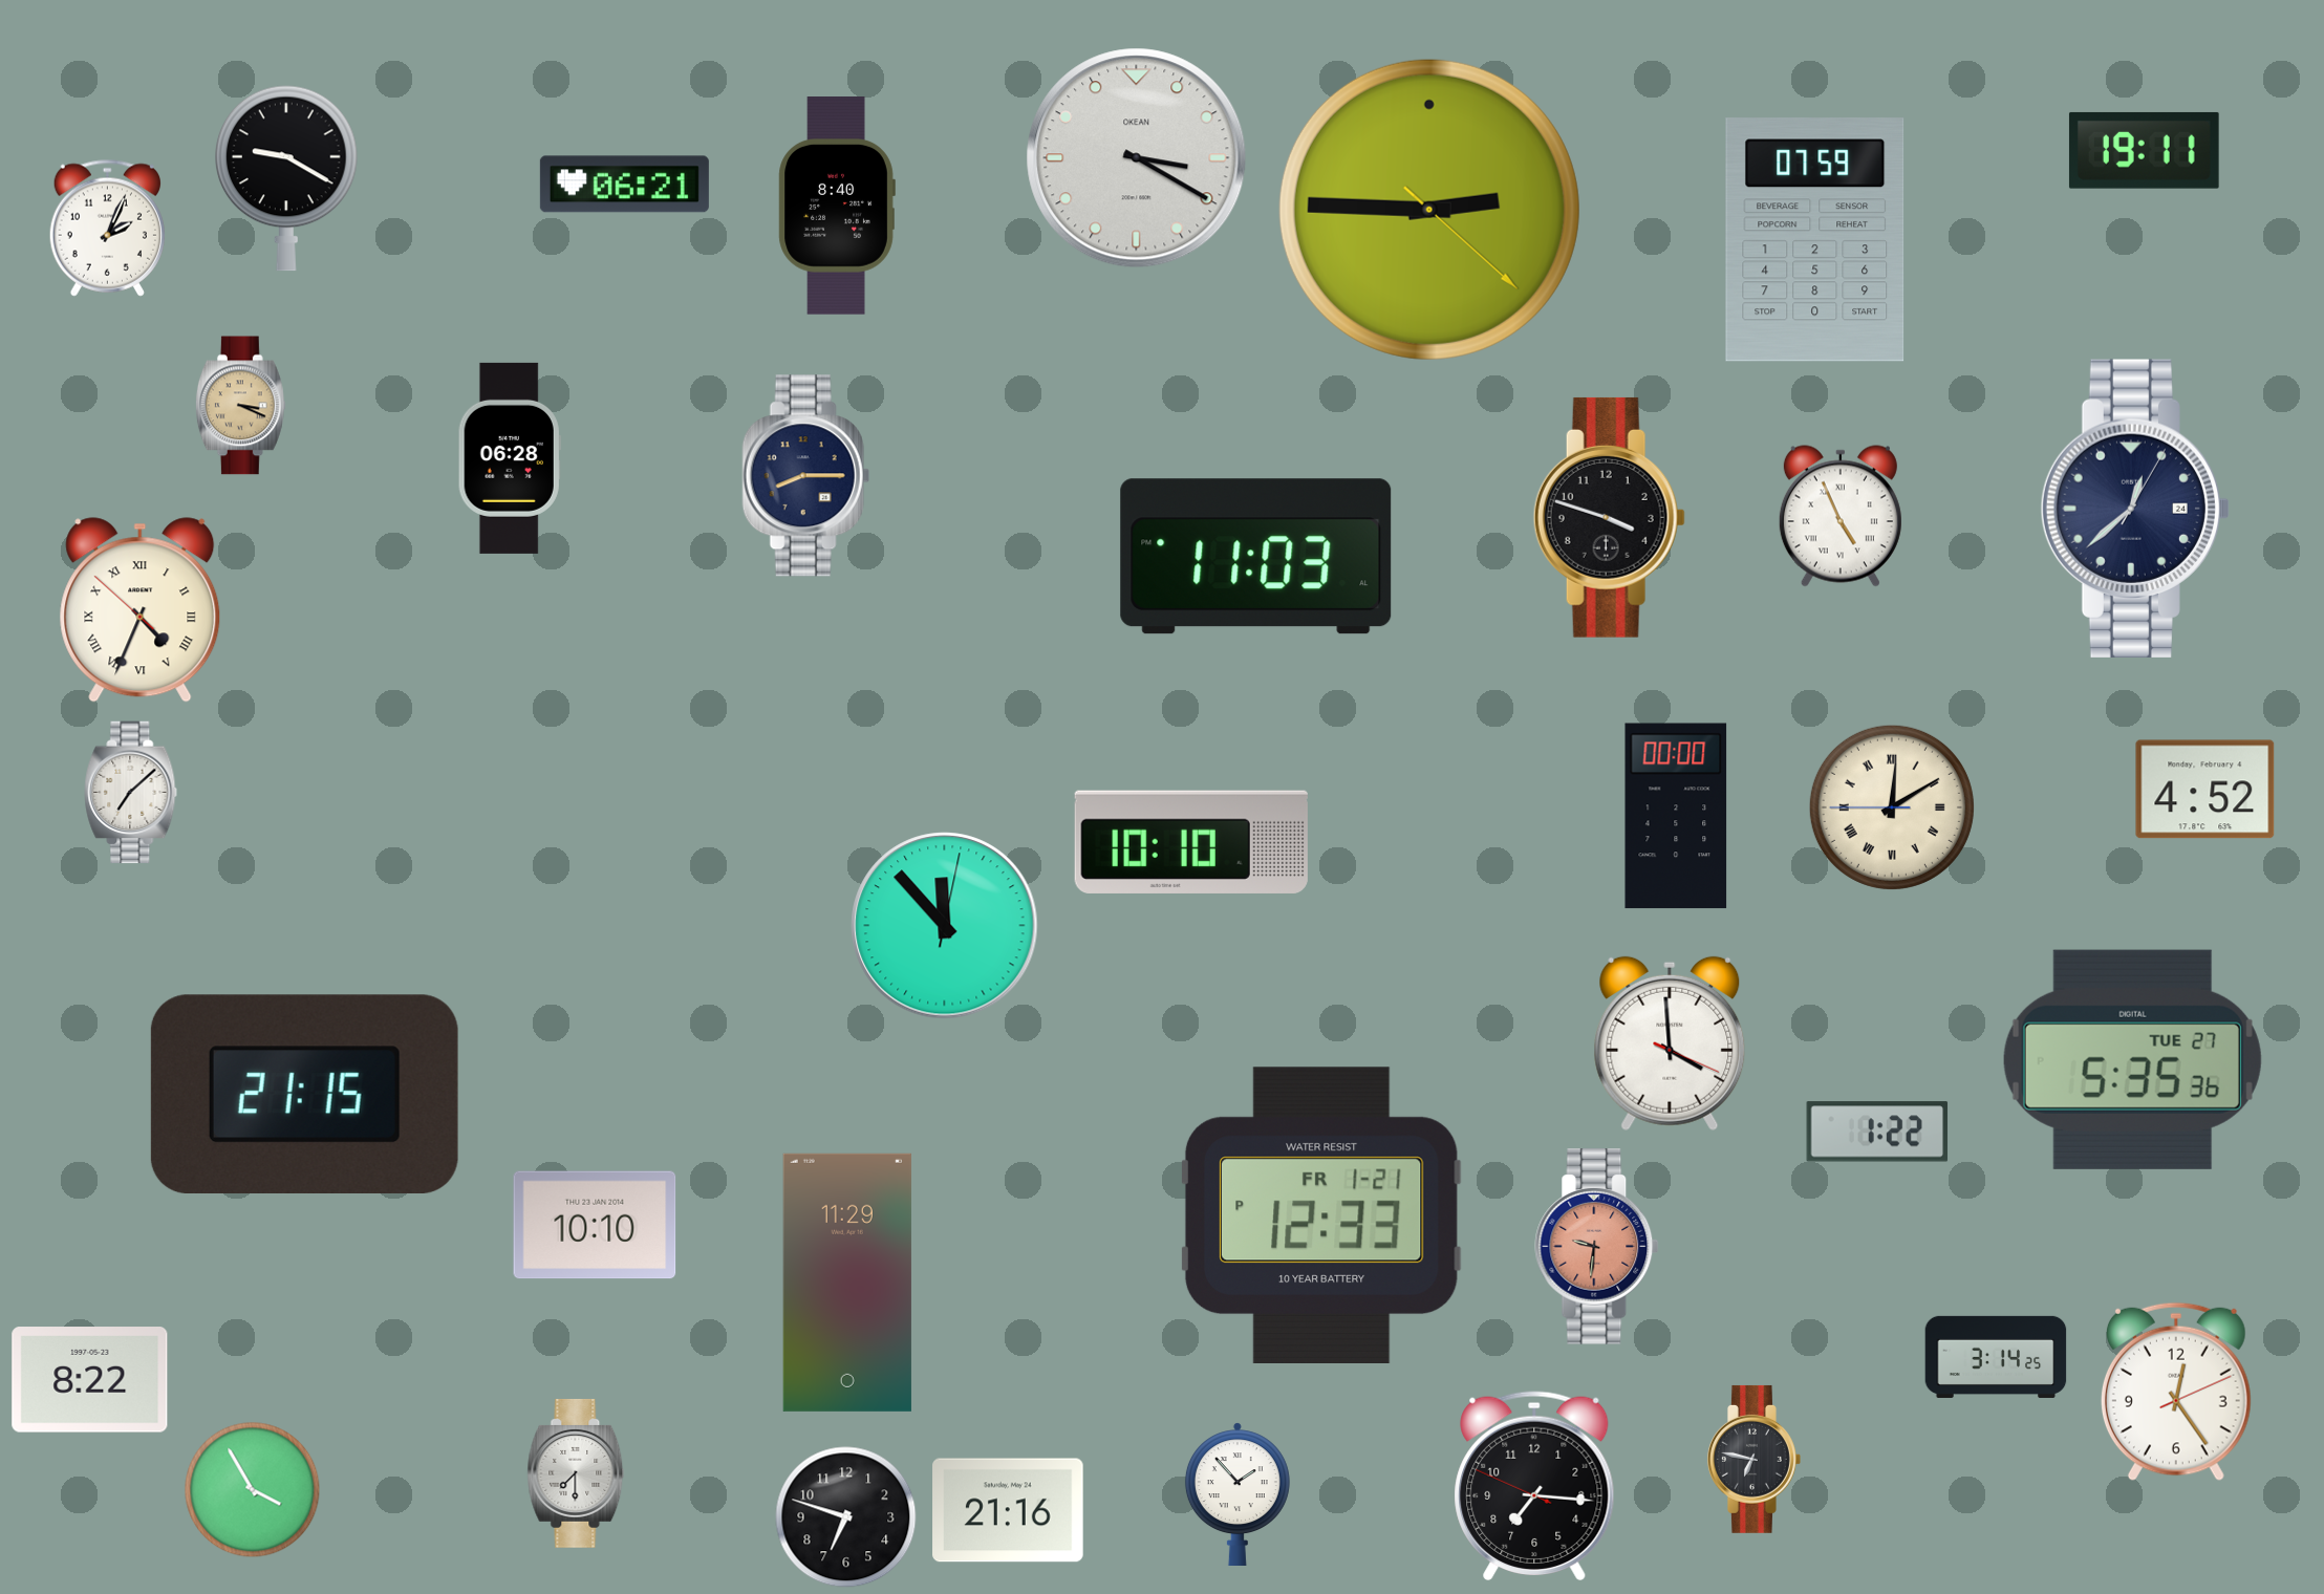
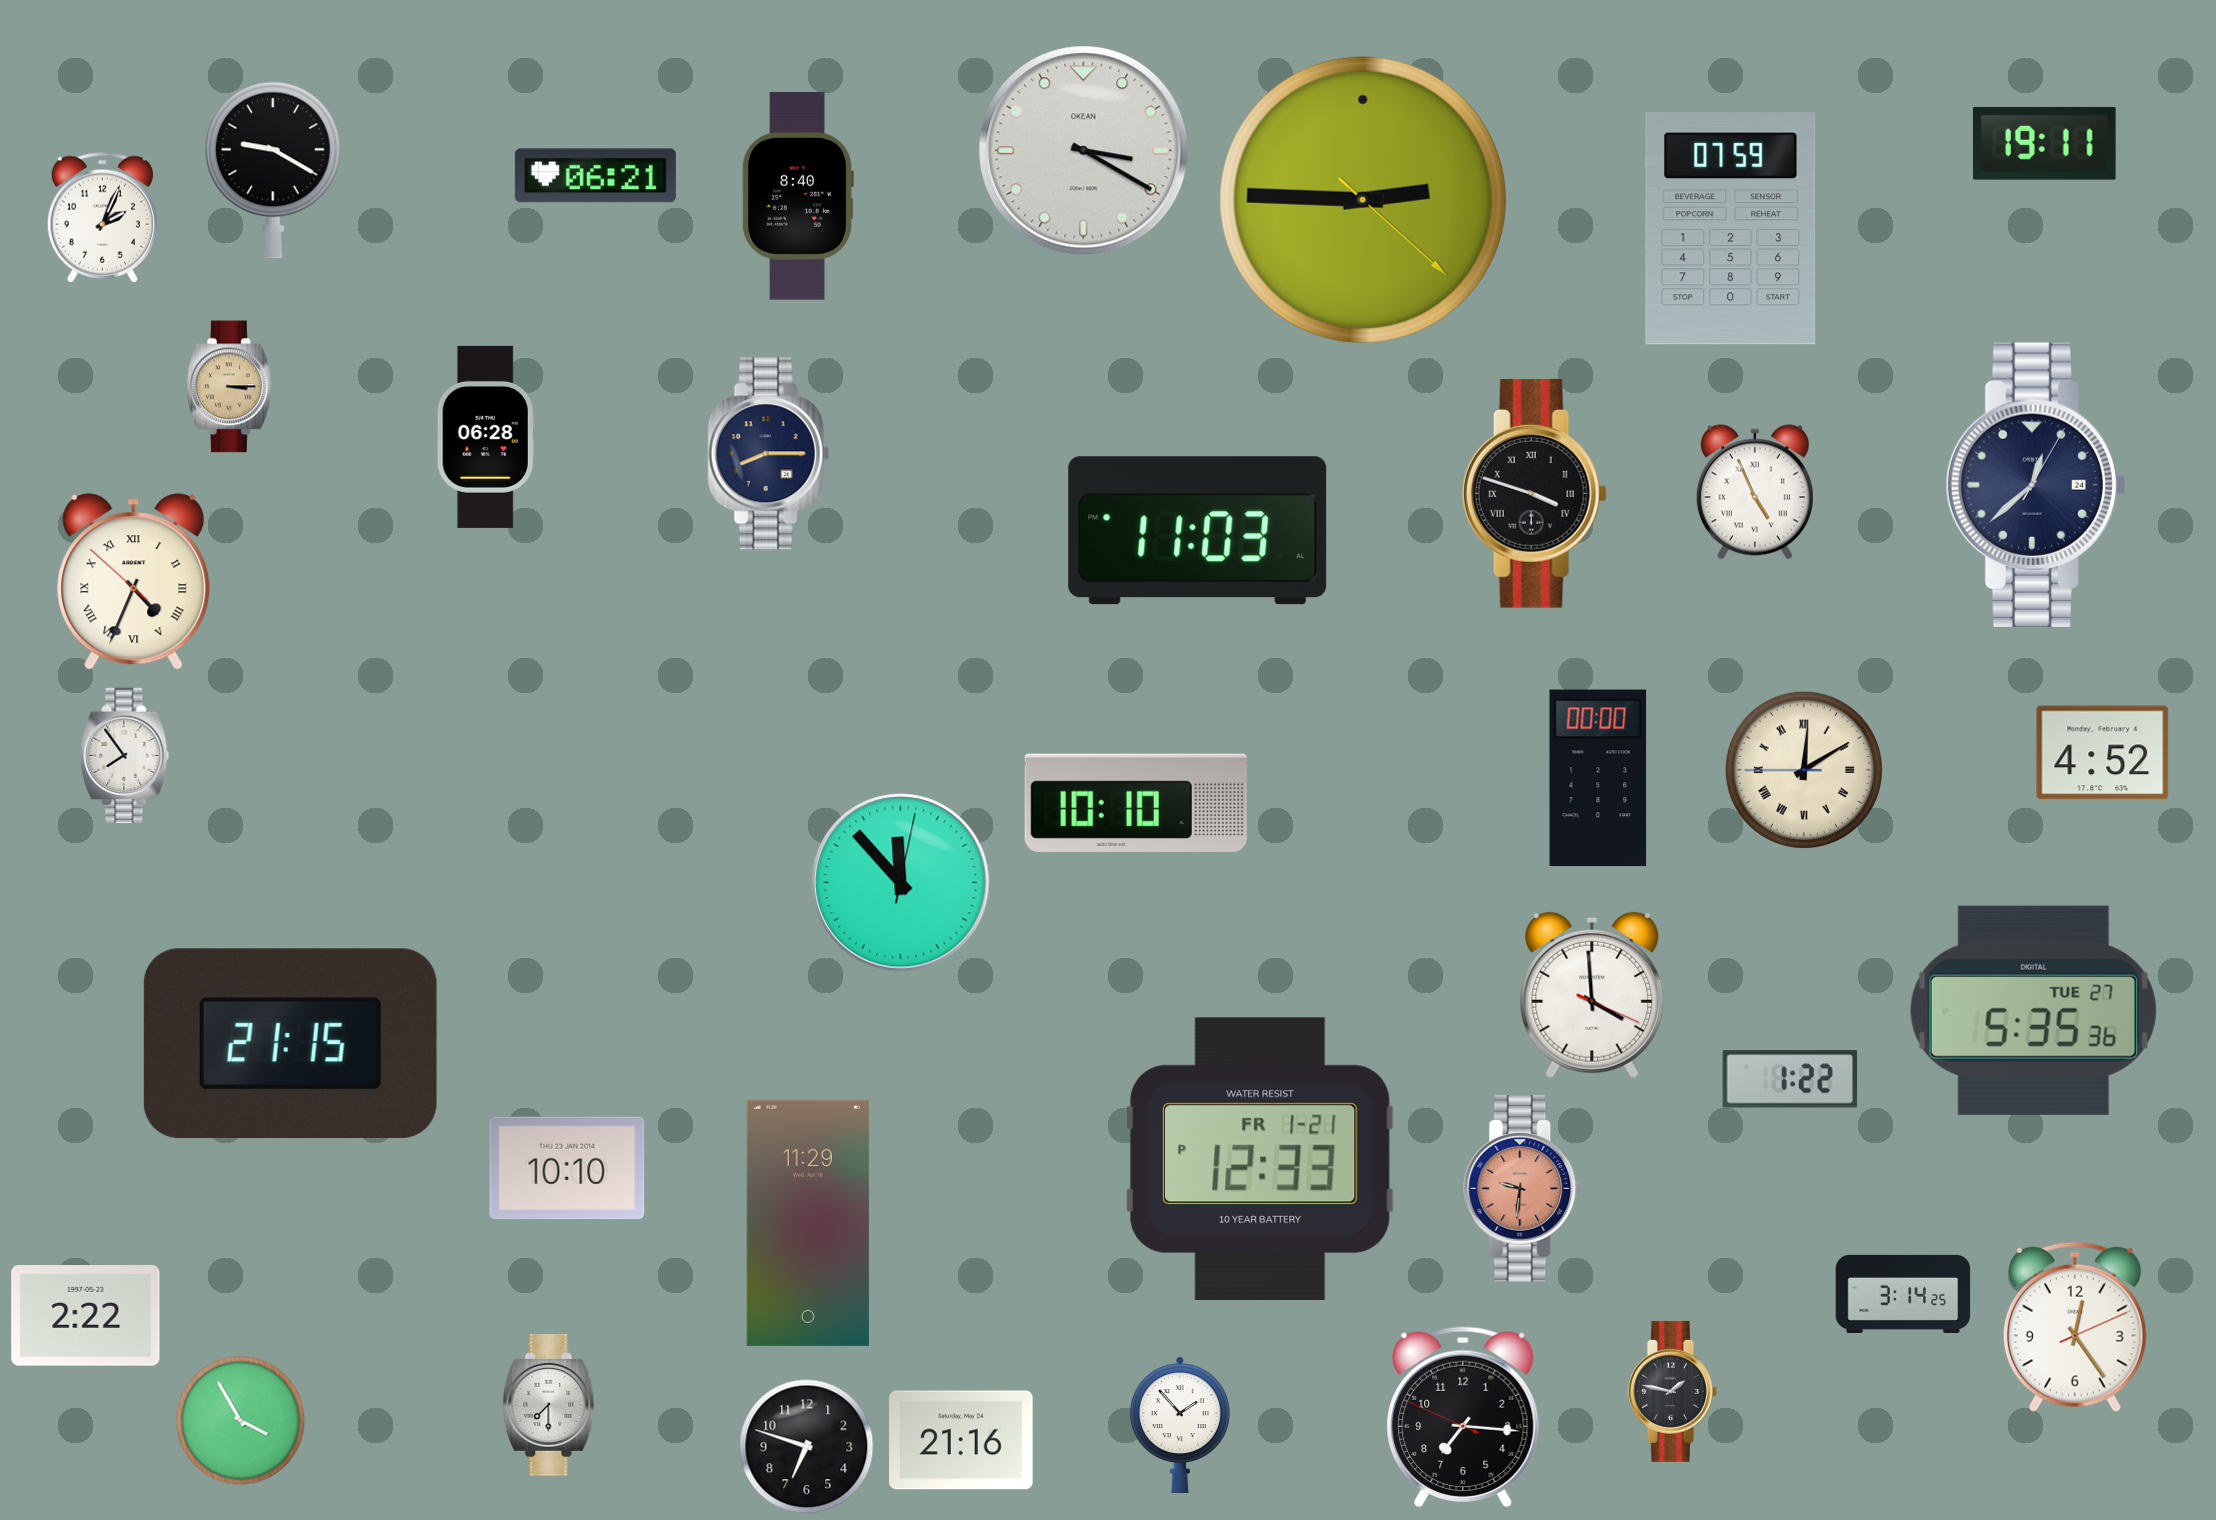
clock at (240, 406): 3:19 -> 3:15
clock at (1609, 517) numerals: Arabic -> Roman
clock at (131, 793): 7:08 -> 7:54
clock at (90, 1380): 8:22 -> 2:22
clock at (1753, 1459): 6:47 -> 1:47
